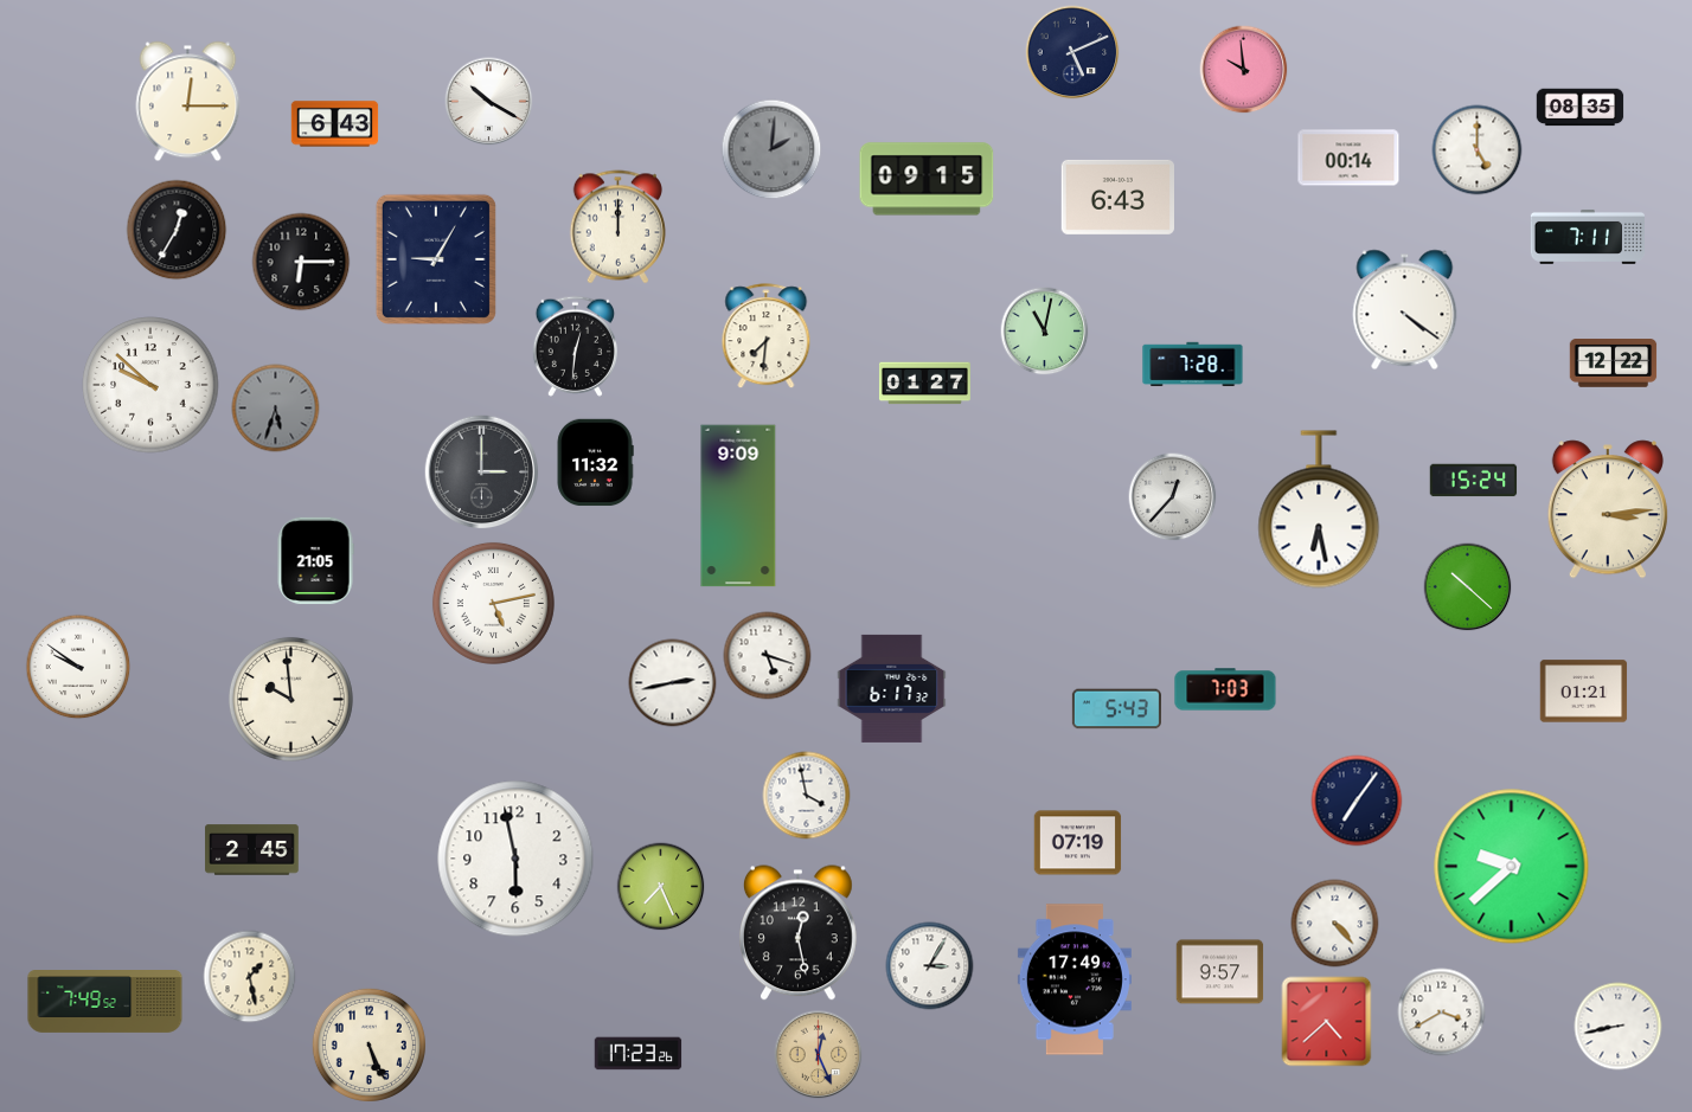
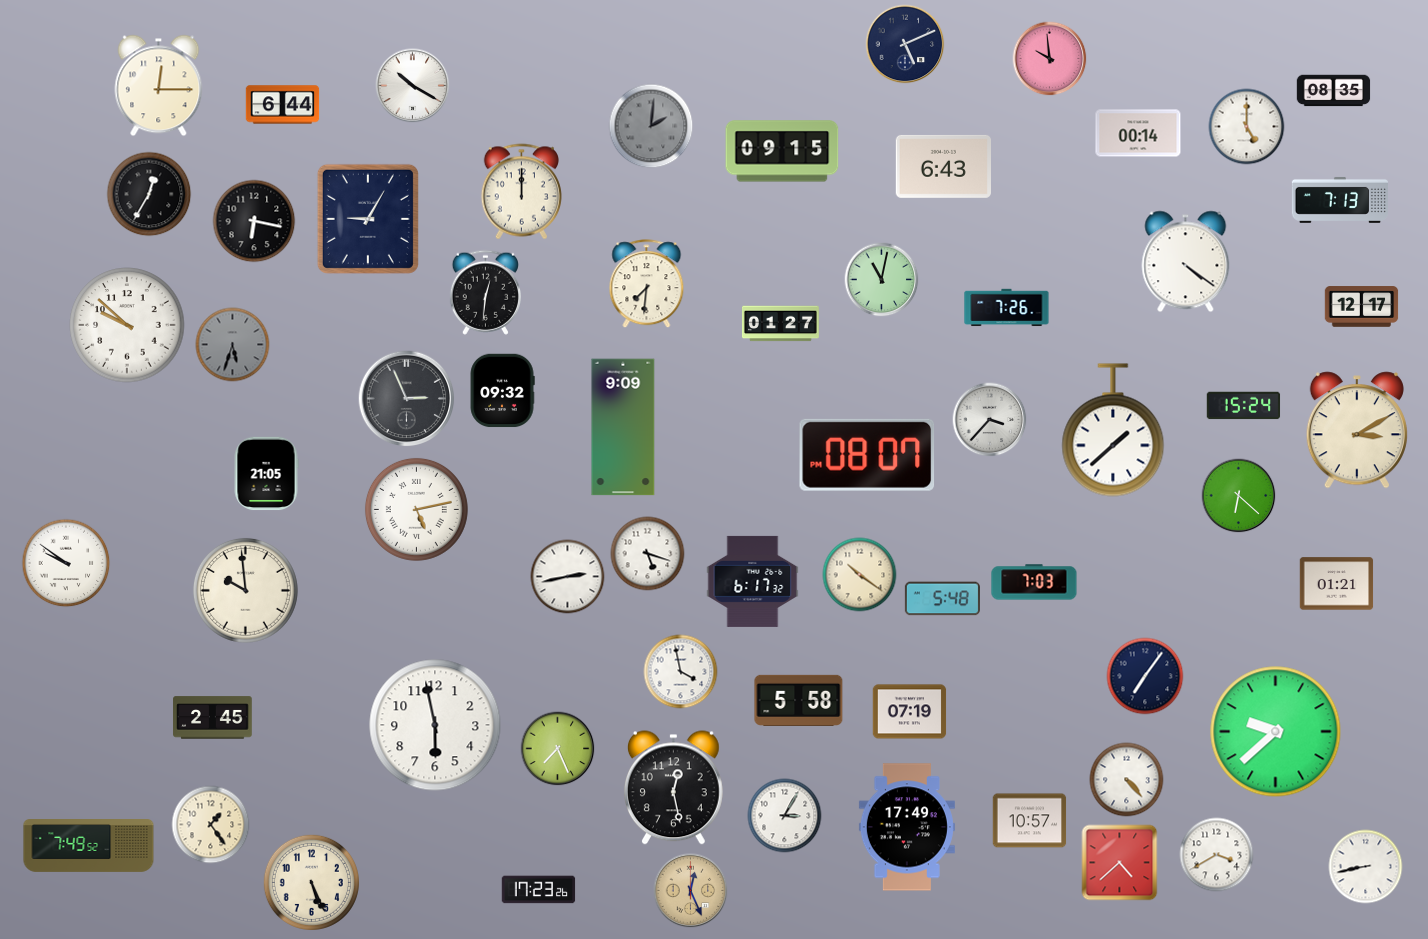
clock at (335, 124): 6:43 -> 6:44
clock at (1587, 237): 7:11 -> 7:13
clock at (301, 262): 6:15 -> 6:17
clock at (1614, 364): 12:22 -> 12:17
clock at (1193, 365): 7:28 -> 7:26
clock at (595, 463): 11:32 -> 09:32
clock at (482, 473): 3:00 -> 2:56
clock at (1173, 497): 12:37 -> 3:37
clock at (1319, 509): 6:28 -> 1:38
clock at (1608, 509): 3:14 -> 3:10
clock at (867, 455): none -> 08:07
clock at (1468, 587): 10:22 -> 6:22
clock at (860, 575): none -> 10:21
clock at (1116, 709): 5:43 -> 5:48
clock at (799, 700): none -> 5:58
clock at (1220, 972): 9:57 -> 10:57
clock at (250, 977): 1:28 -> 1:24
